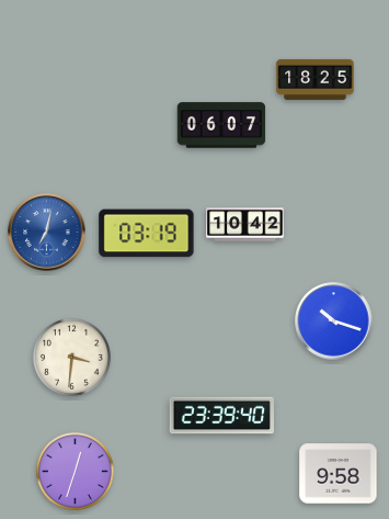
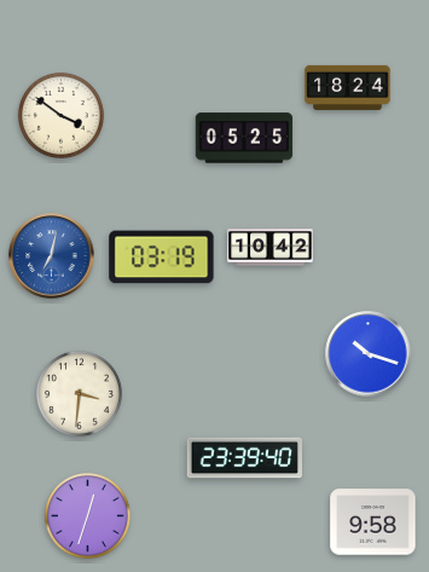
clock at (316, 79): 18:25 -> 18:24
clock at (60, 115): none -> 3:51
clock at (221, 125): 06:07 -> 05:25
clock at (75, 471) position: (75, 471) -> (87, 515)
